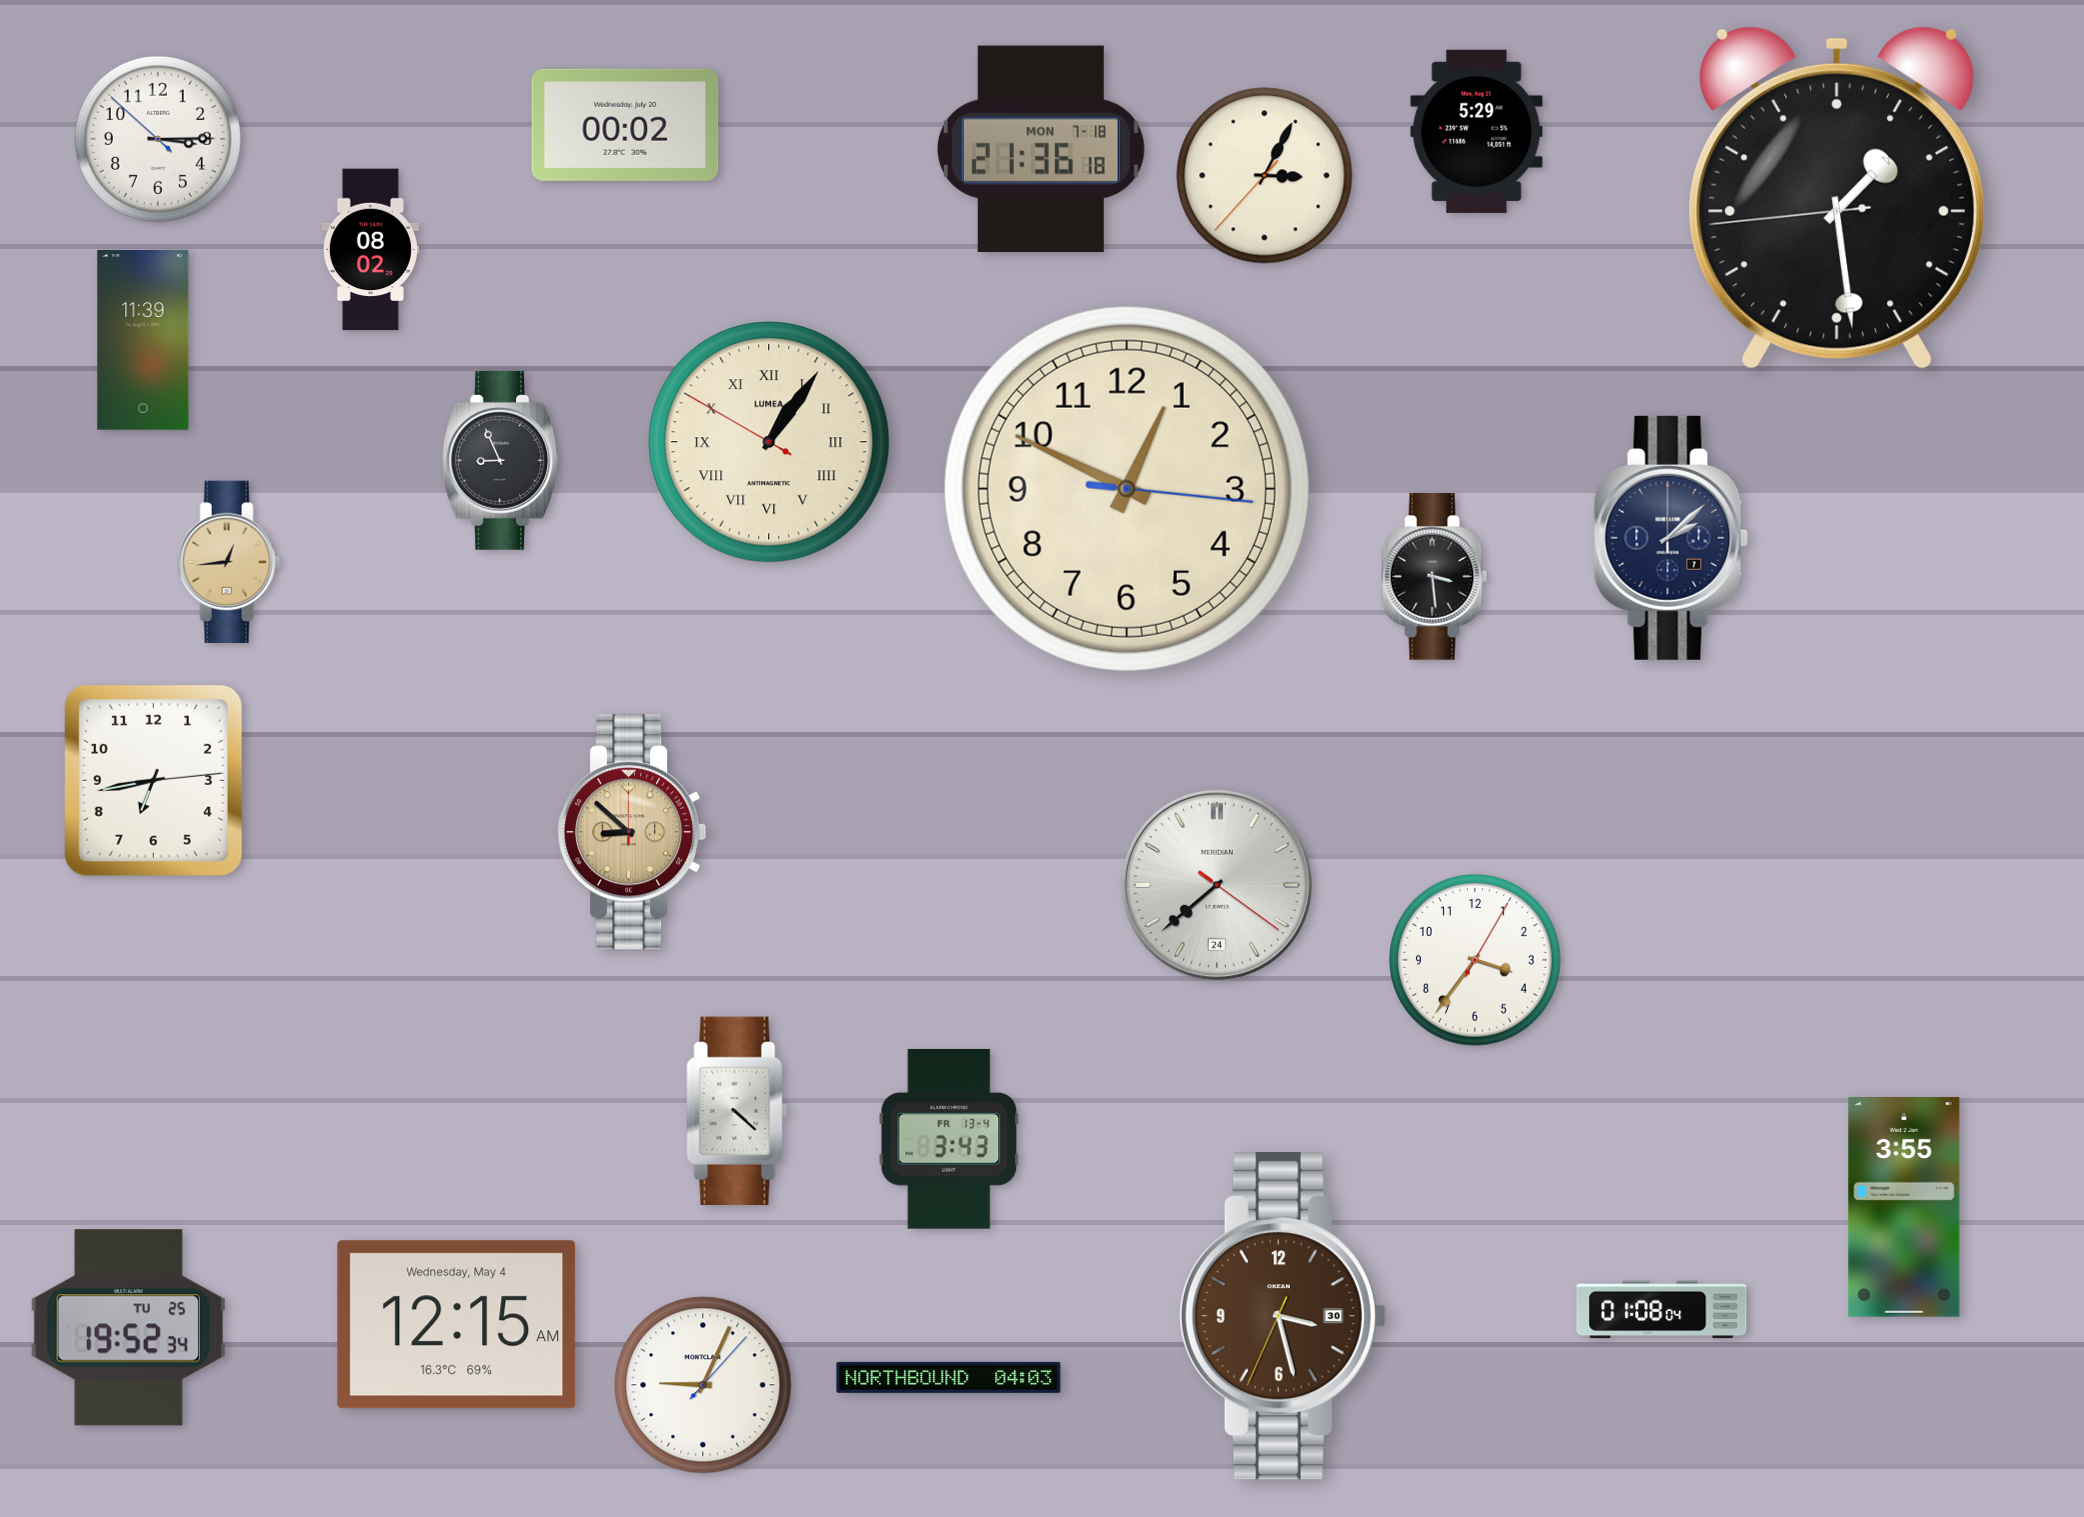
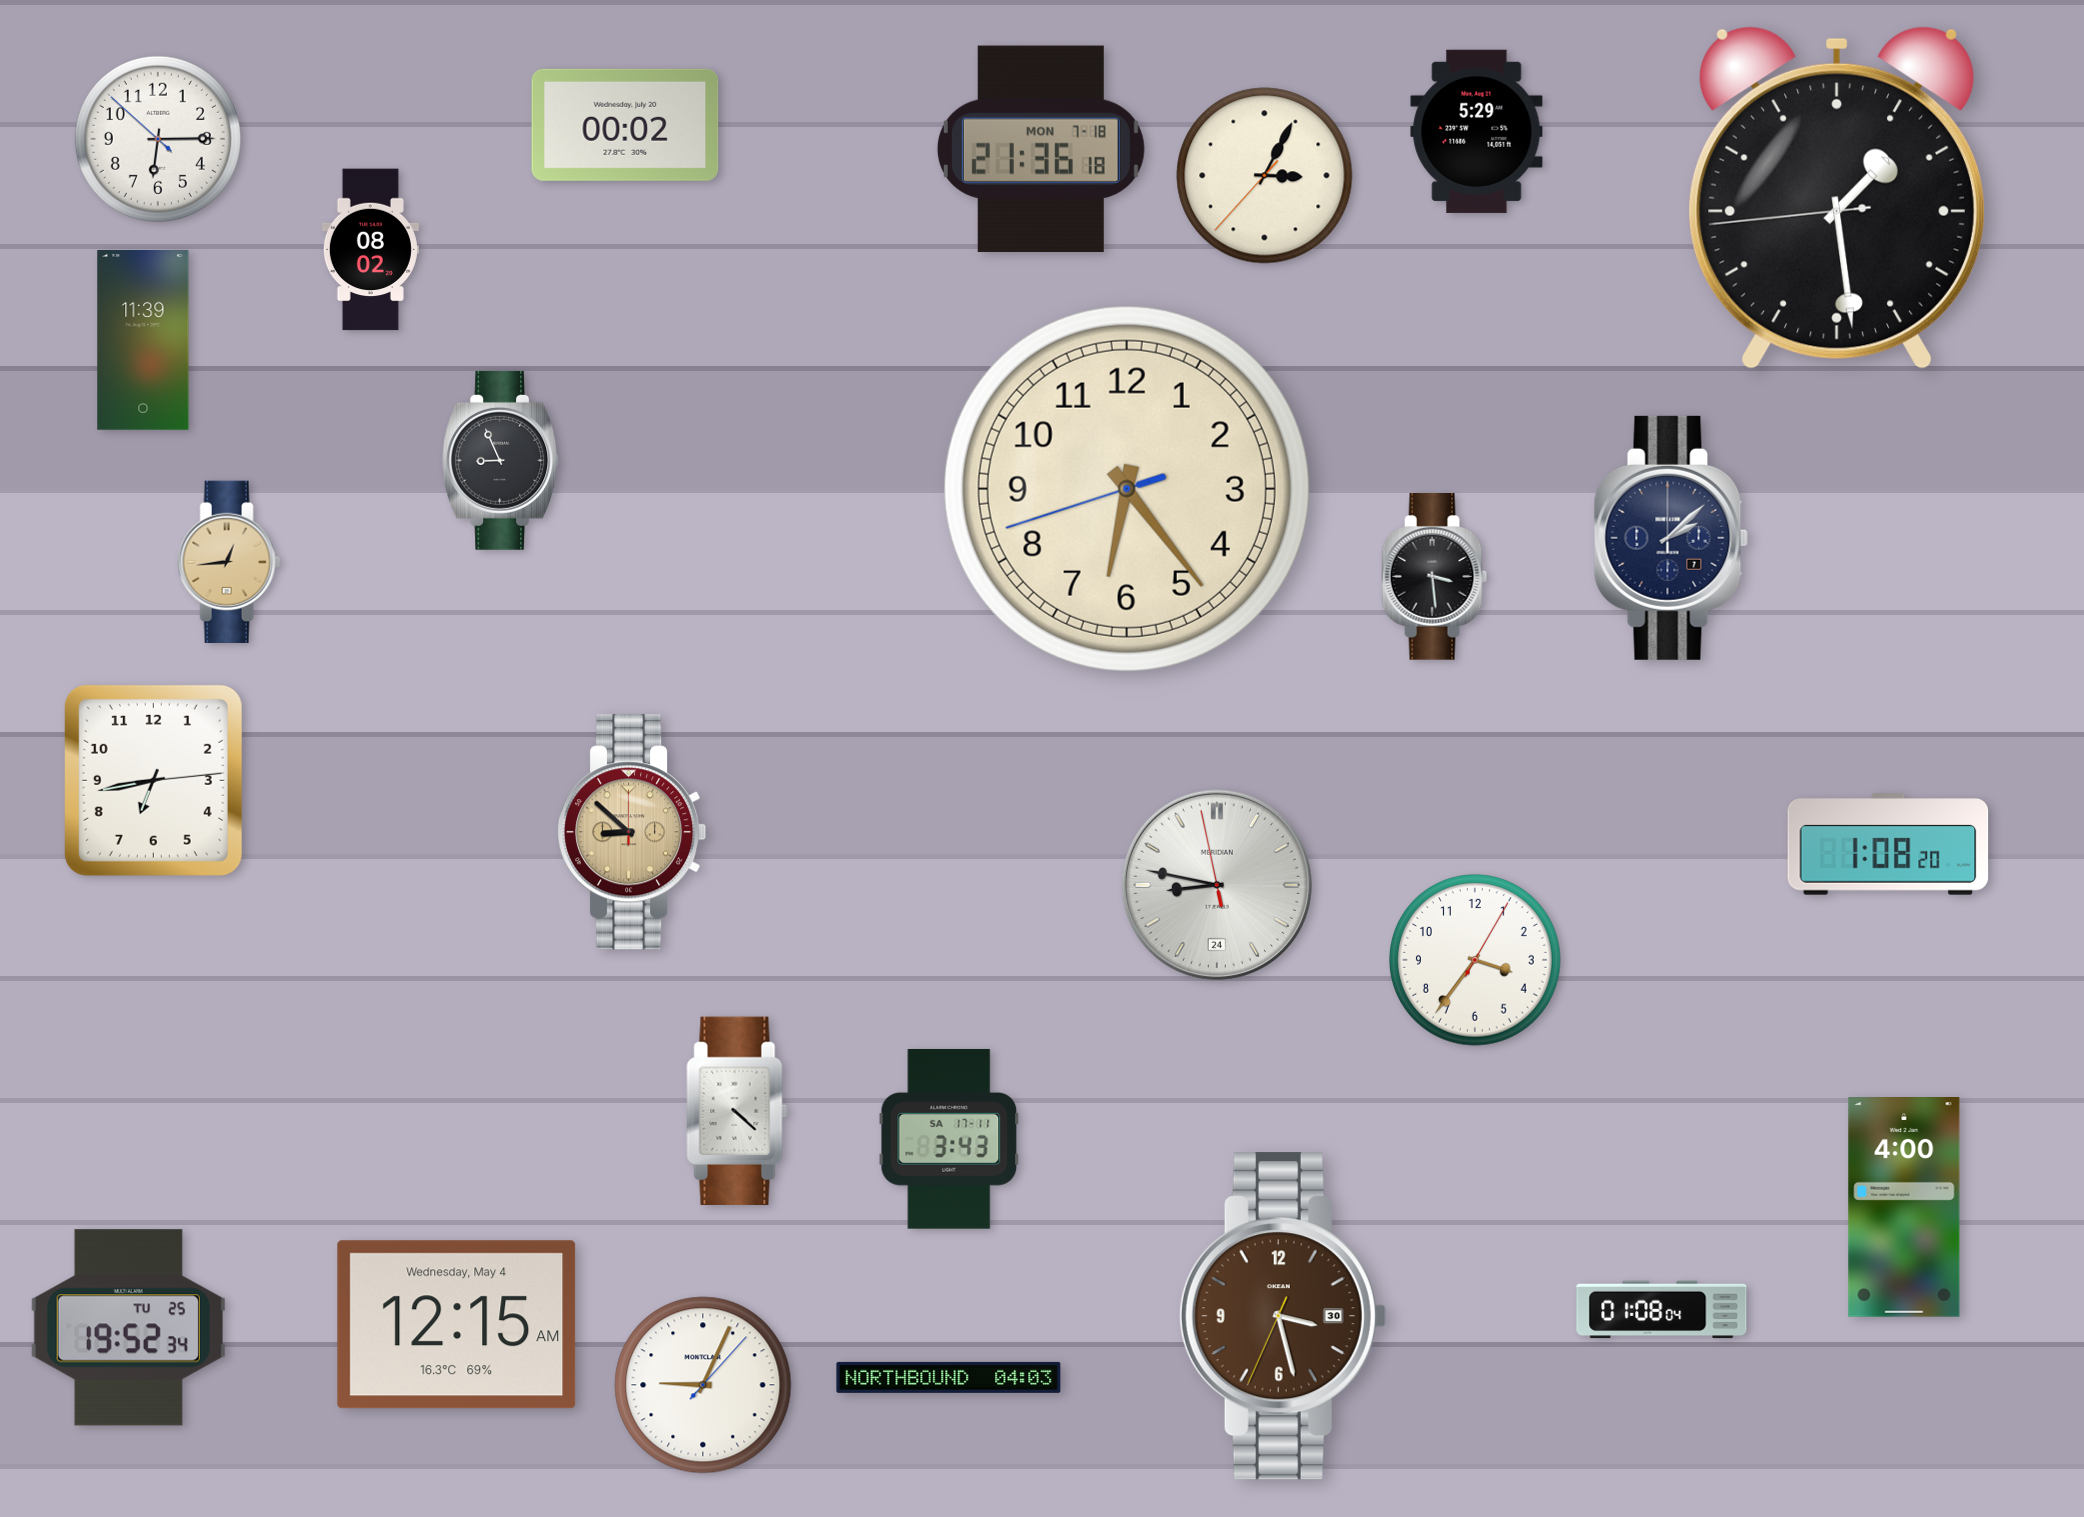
clock at (158, 139): 3:14 -> 6:14
clock at (769, 442): 1:05 -> none
clock at (1127, 489): 12:49 -> 6:23
clock at (1888, 844): none -> 1:08
clock at (1217, 885): 7:38 -> 8:46
clock at (949, 1139) date: FR 13-4 -> SA 17-11
clock at (1904, 1207): 3:55 -> 4:00
